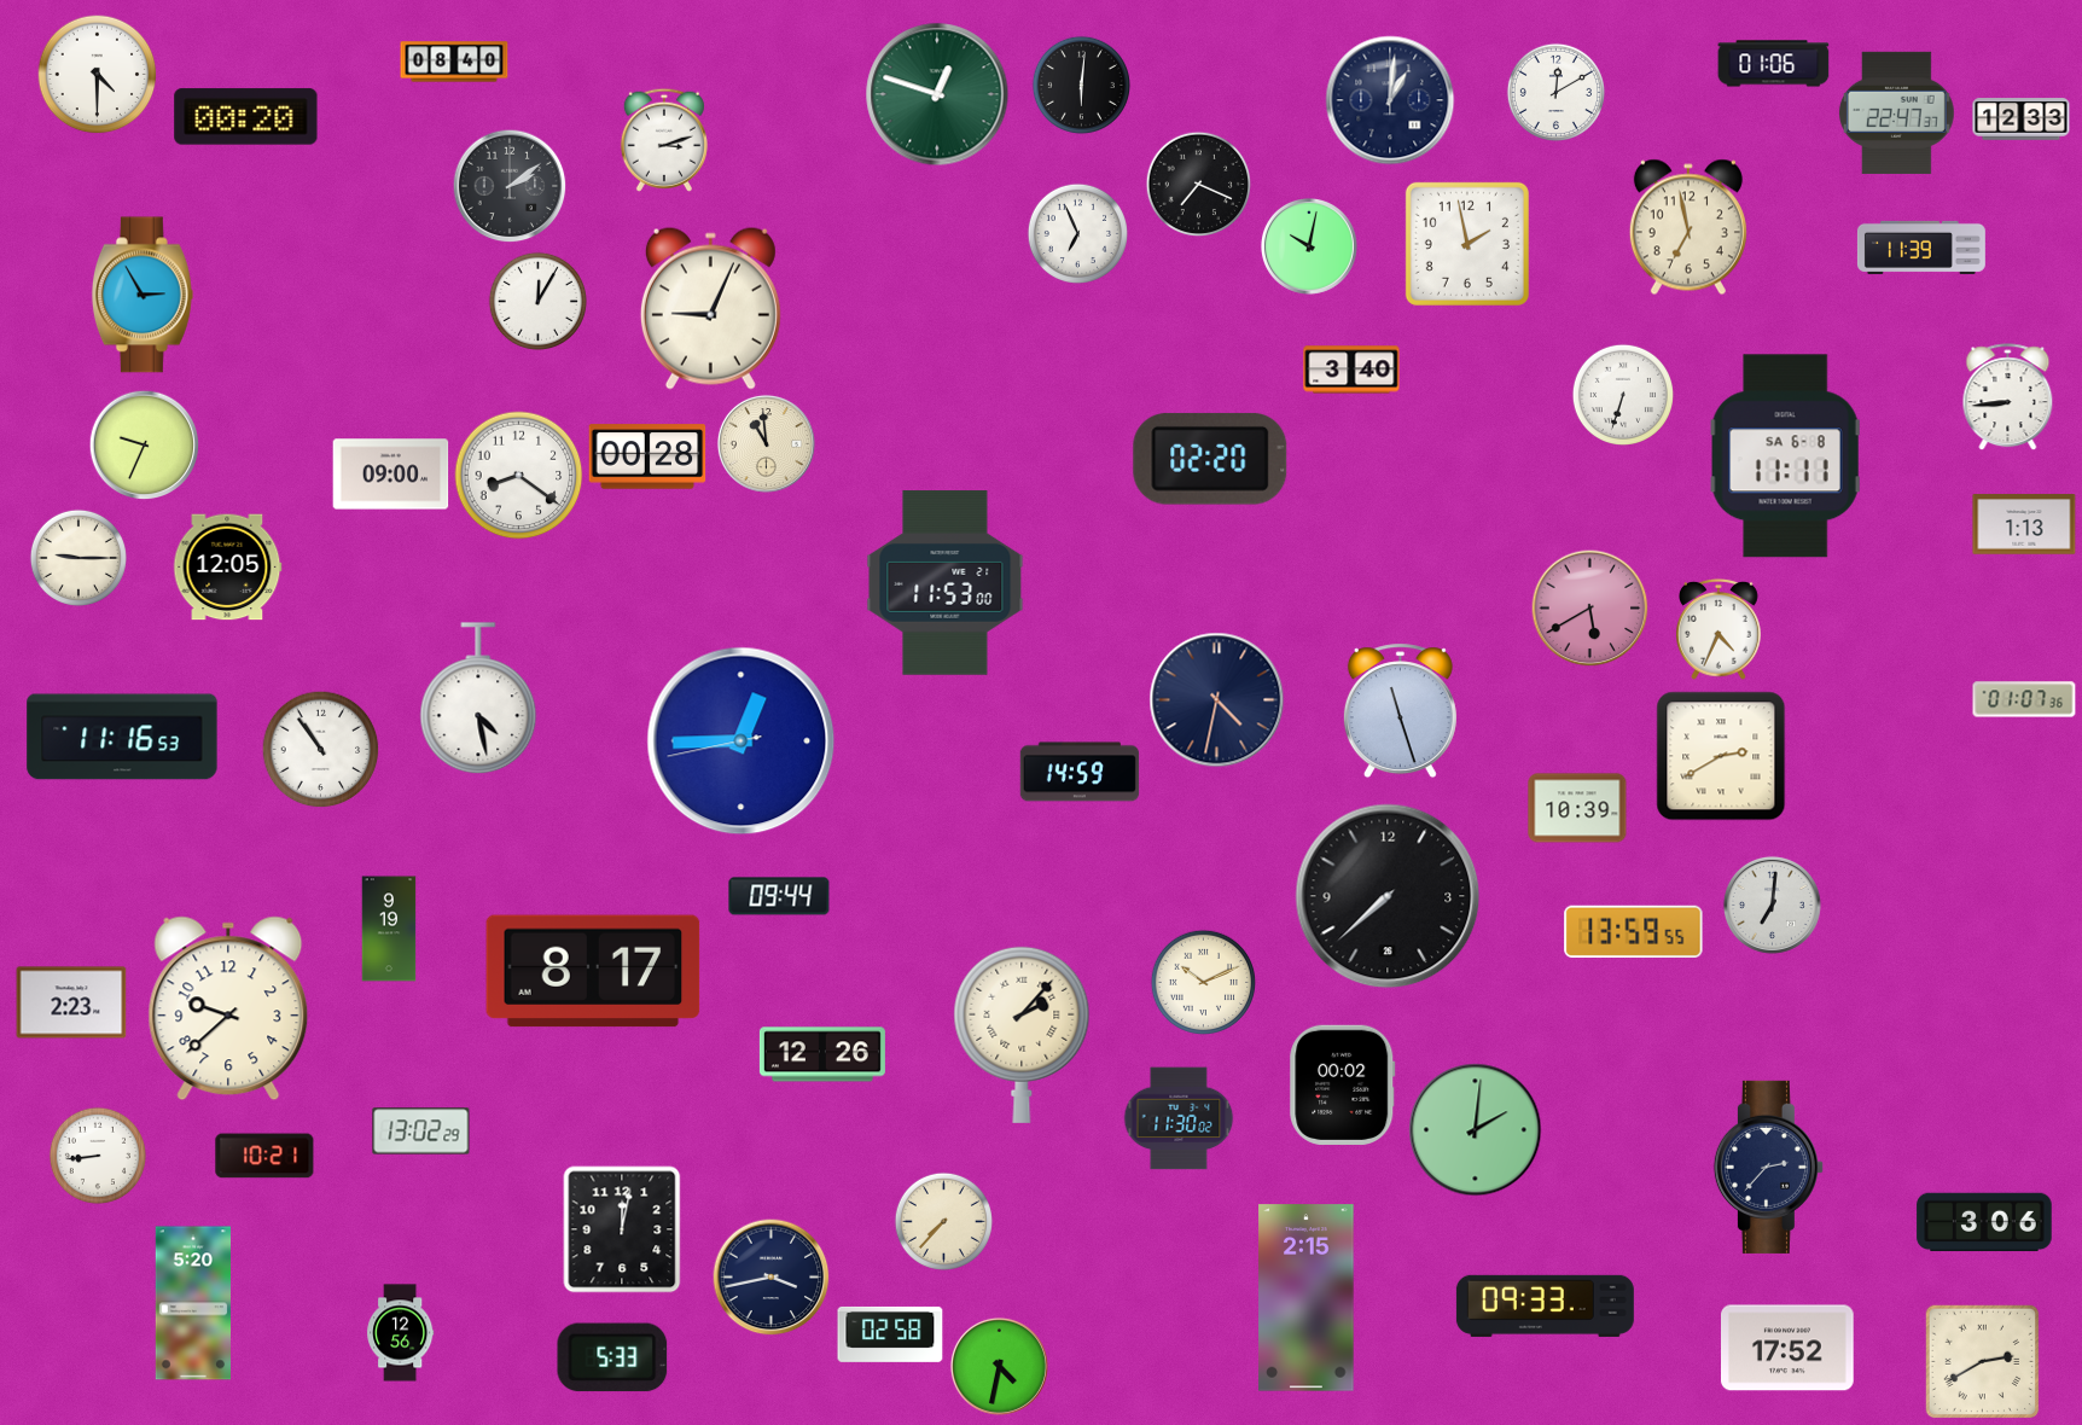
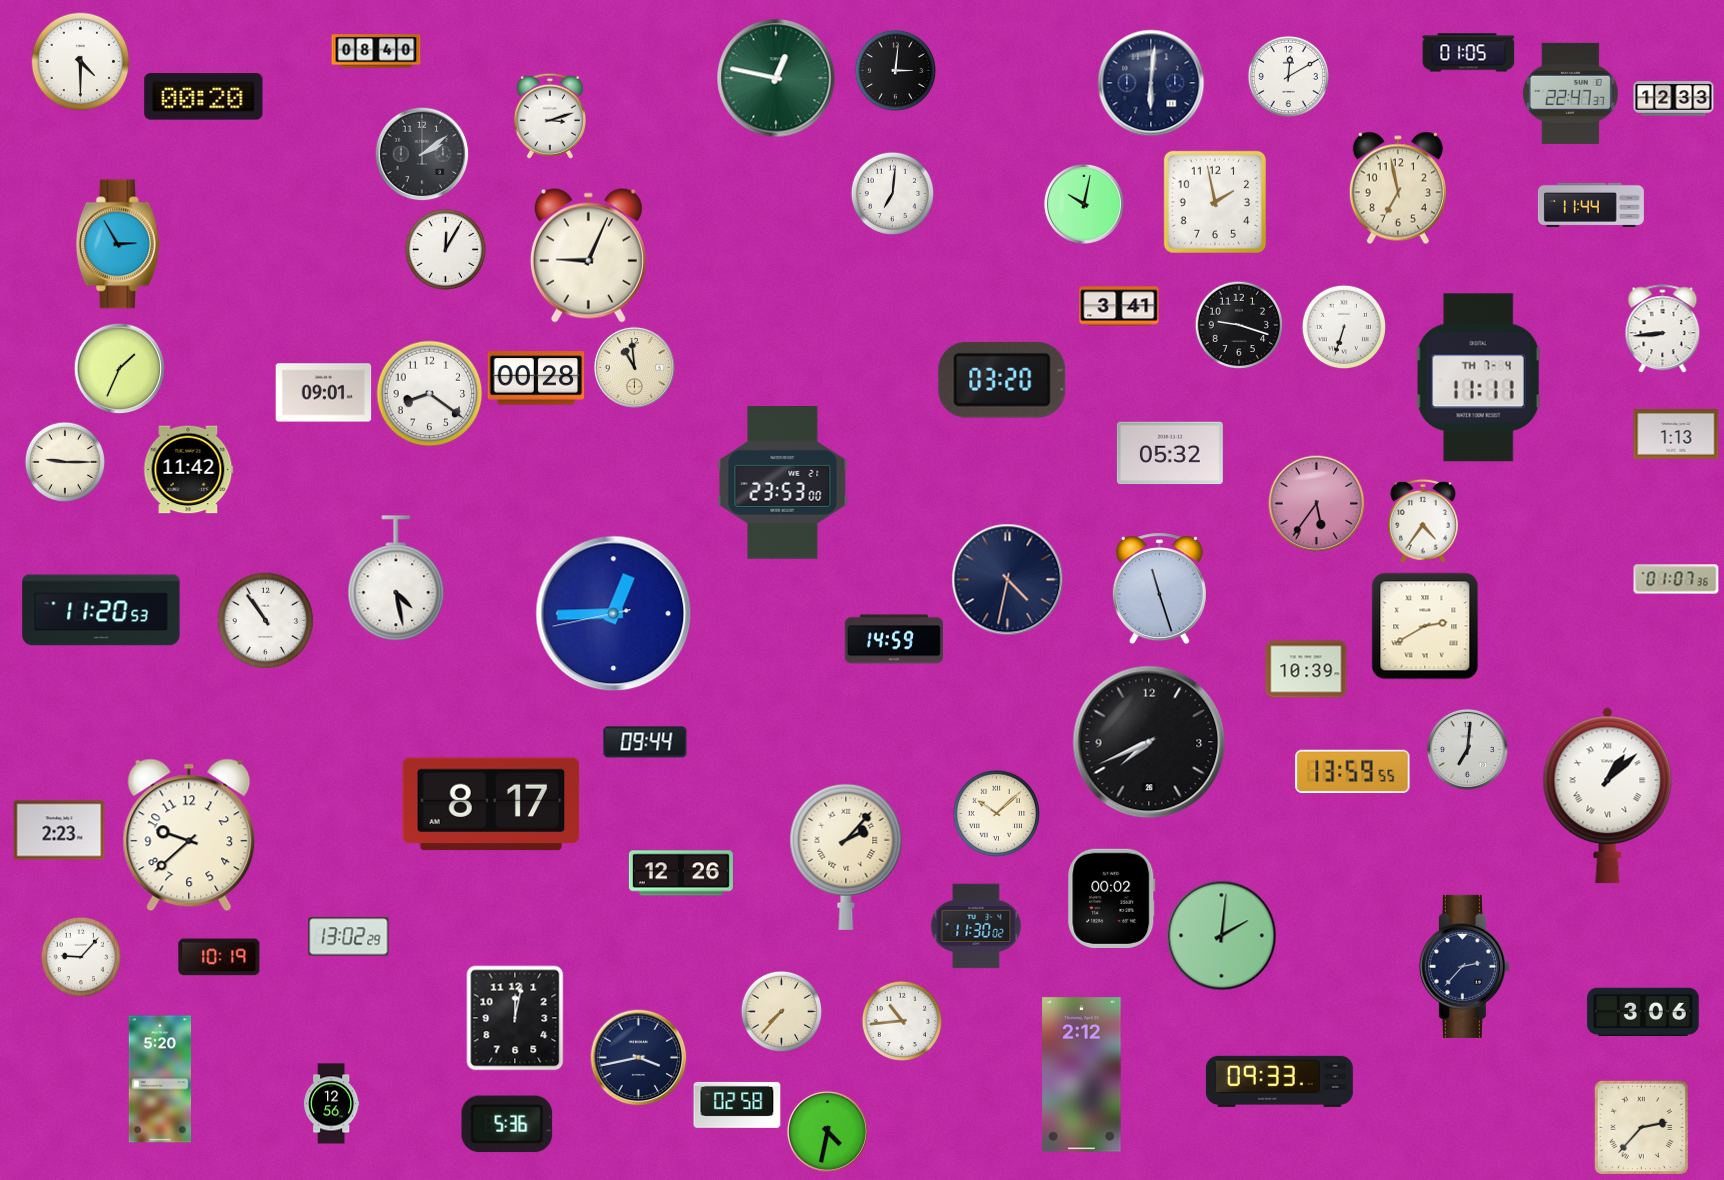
clock at (1774, 64): 01:06 -> 01:05
clock at (1081, 85): 6:01 -> 3:01
clock at (937, 94): 12:48 -> 12:47
clock at (1390, 100): 1:01 -> 6:01
clock at (1198, 184): 7:19 -> none
clock at (1077, 233): 6:56 -> 7:01
clock at (1921, 248): 11:39 -> 11:44
clock at (1351, 370): 3:40 -> 3:41
clock at (1239, 325): none -> 9:18
clock at (144, 444): 9:34 -> 1:34
clock at (1786, 456) date: SA 6-8 -> TH 7-4
clock at (1210, 459): 02:20 -> 03:20
clock at (391, 475): 09:00 -> 09:01
clock at (1170, 453): none -> 05:32
clock at (228, 568): 12:05 -> 11:42
clock at (946, 583): 11:53 -> 23:53
clock at (1590, 609): 5:40 -> 5:36
clock at (1720, 629): 4:34 -> 4:36
clock at (122, 737): 11:16 -> 11:20
clock at (1388, 896): 7:38 -> 7:41
clock at (389, 929): 9:19 -> none
clock at (1608, 796): none -> 1:08
clock at (1203, 982): 10:11 -> 10:08
clock at (98, 1156): 8:44 -> 9:07
clock at (264, 1156): 10:21 -> 10:19
clock at (902, 1021): none -> 10:44
clock at (1307, 1298): 2:15 -> 2:12
clock at (1787, 1348): 17:52 -> none
clock at (612, 1357): 5:33 -> 5:36
clock at (1982, 1361): 2:40 -> 2:37
